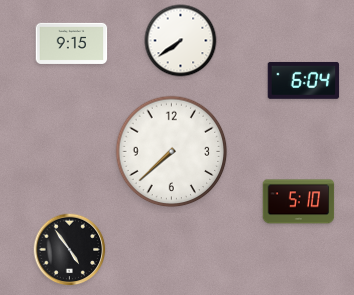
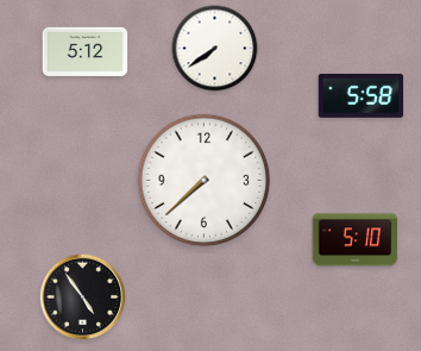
clock at (72, 43): 9:15 -> 5:12
clock at (304, 80): 6:04 -> 5:58
